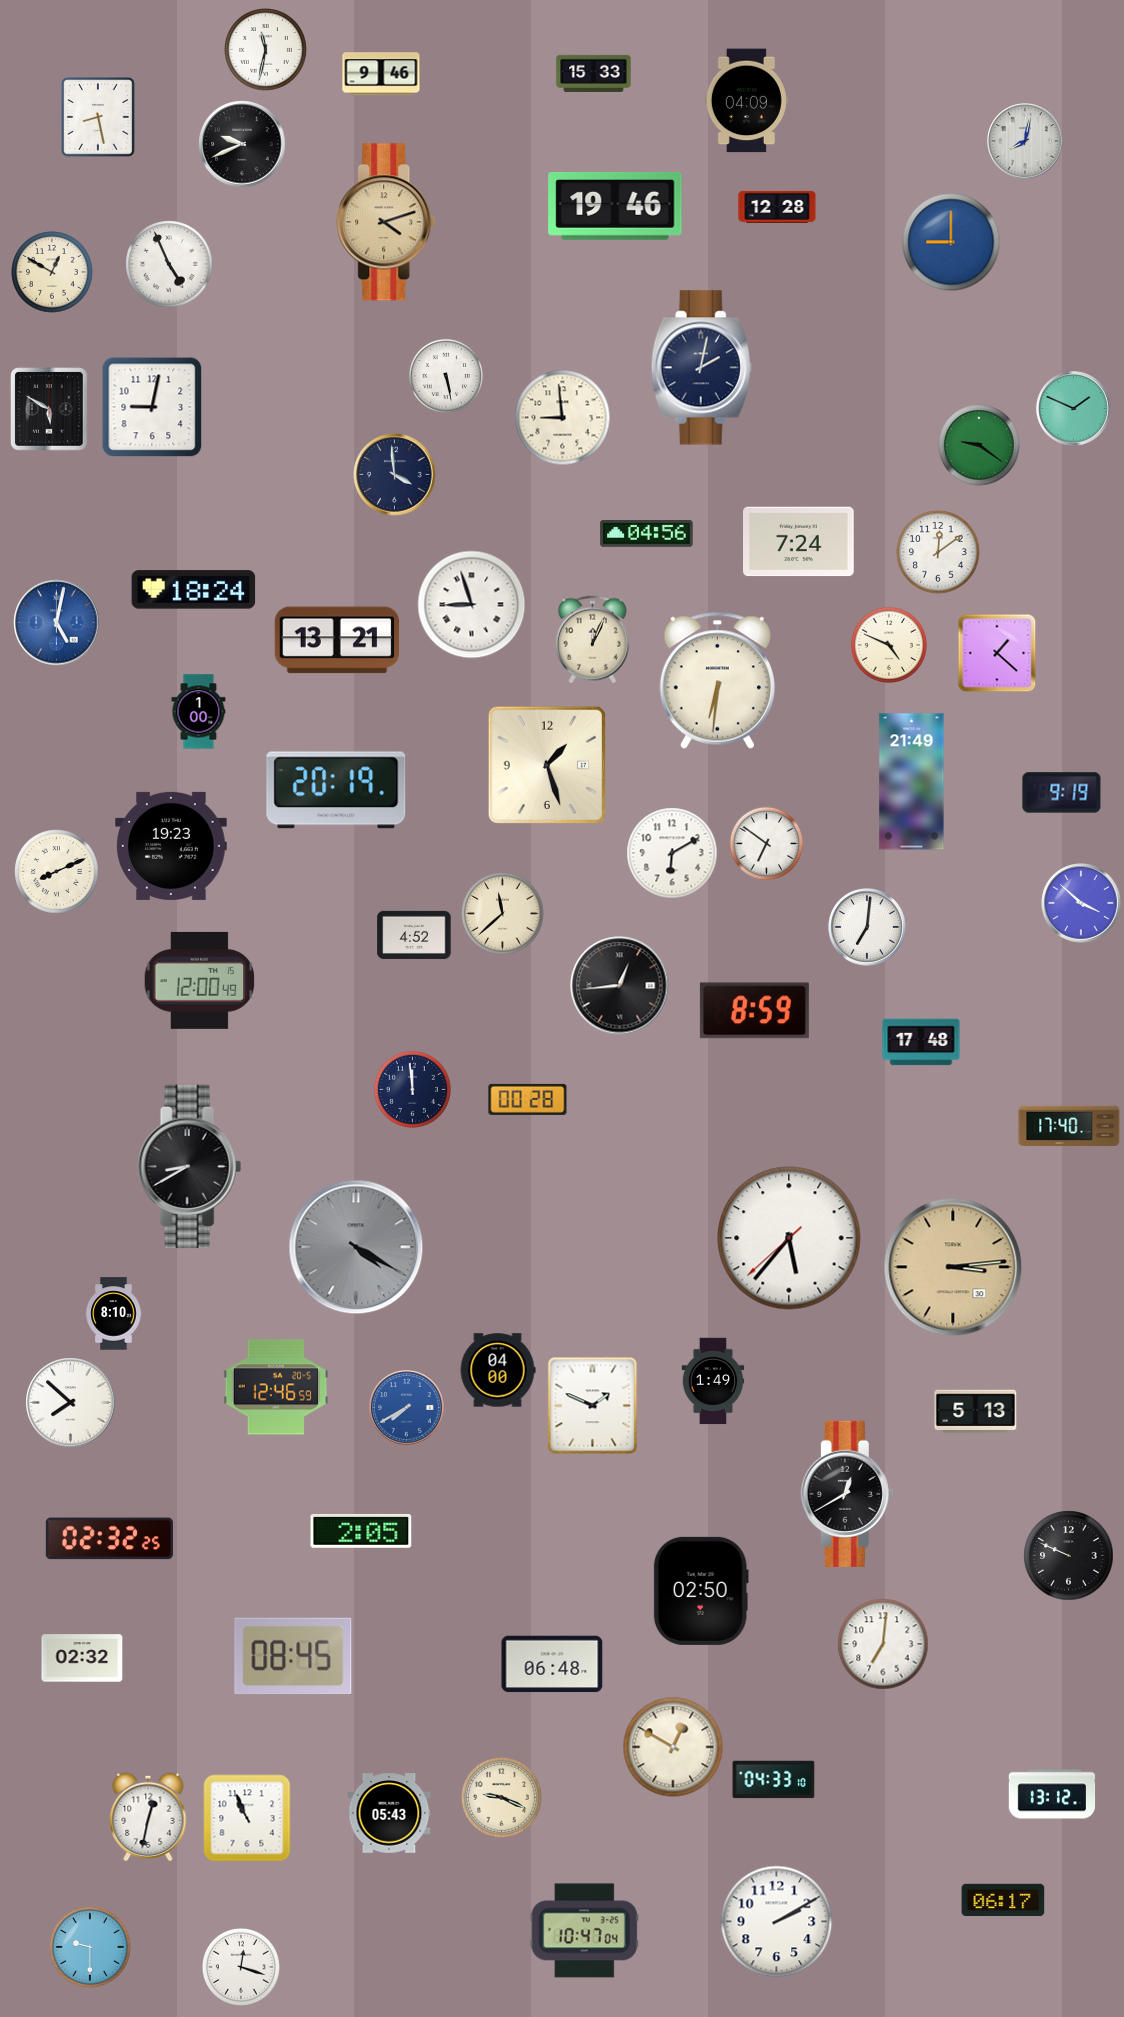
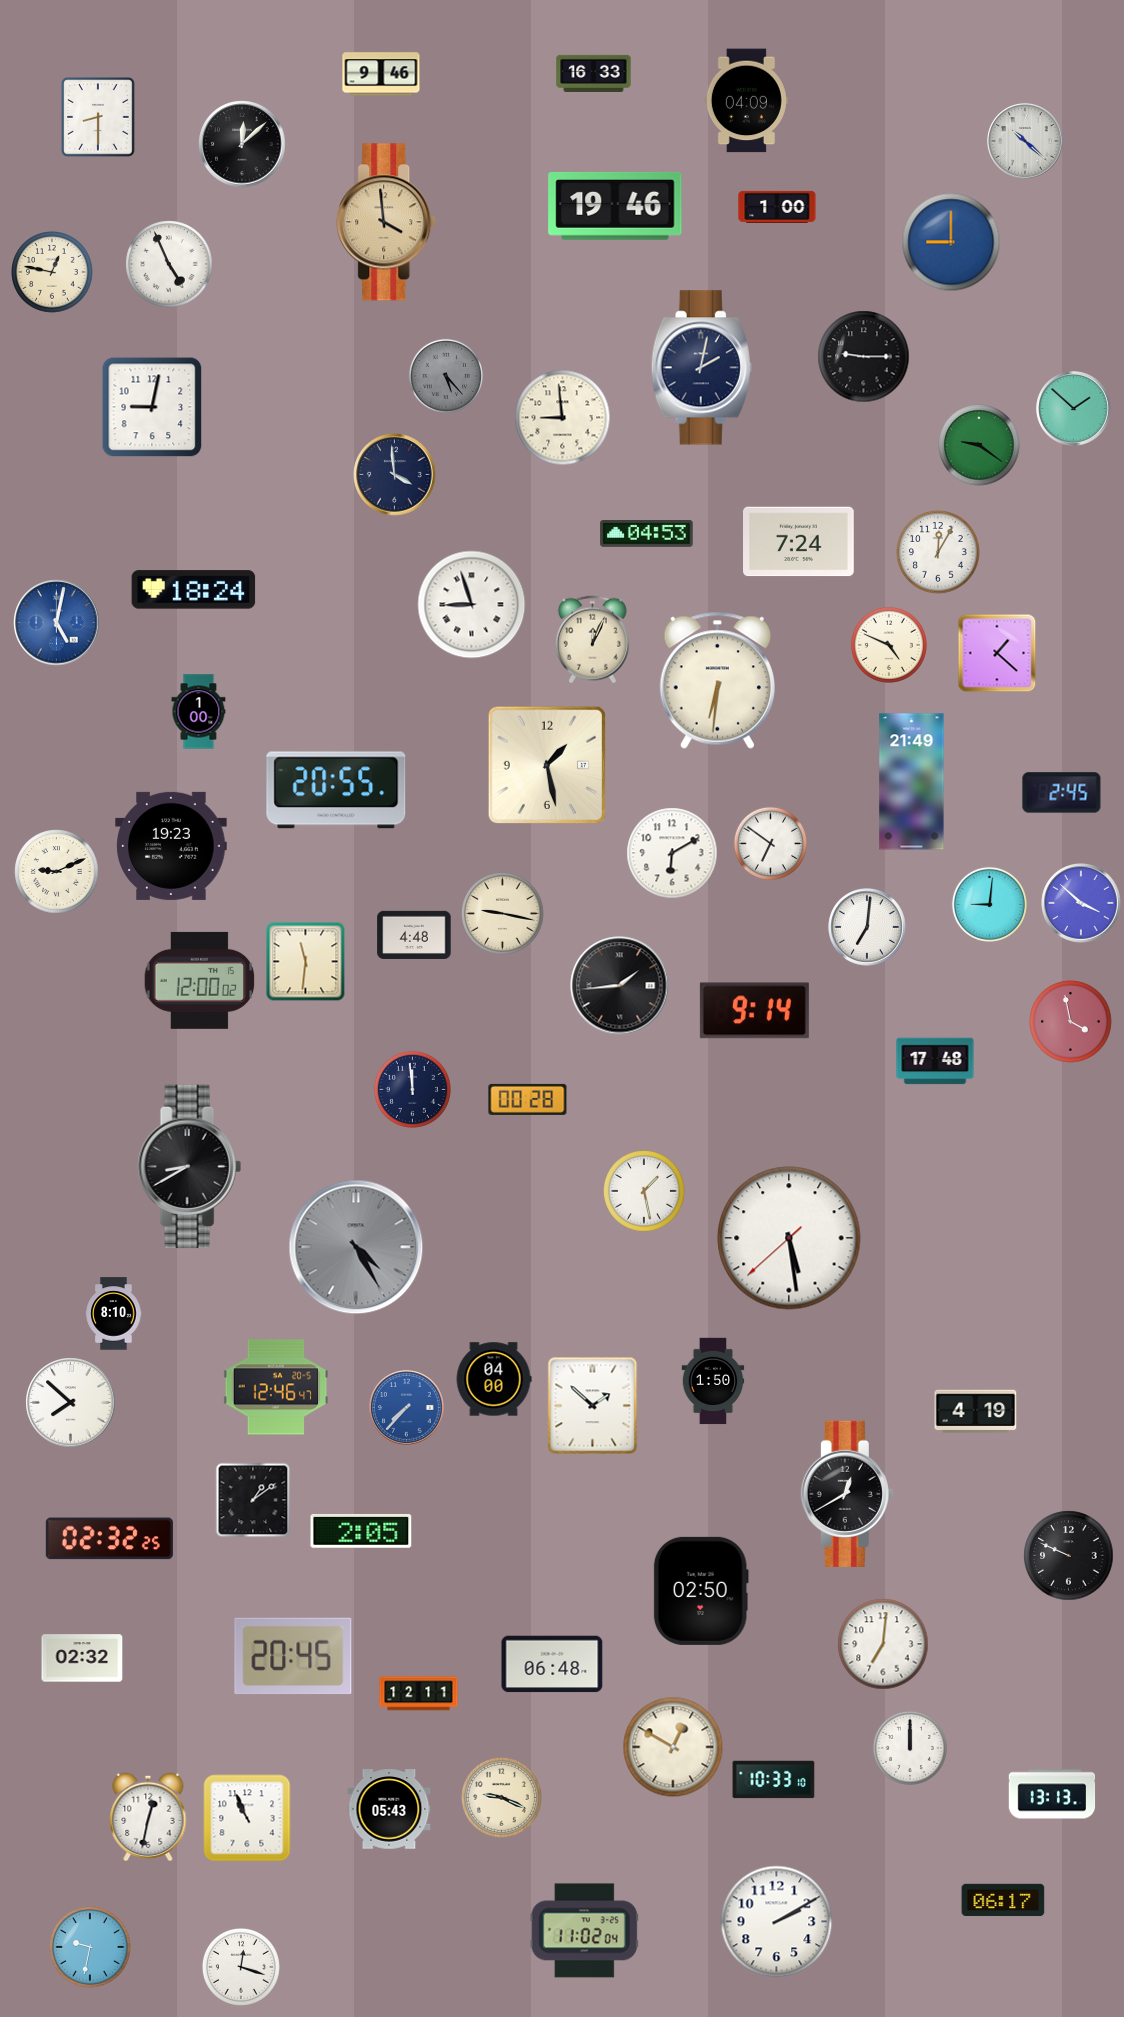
clock at (266, 50): 11:32 -> none
clock at (594, 73): 15:33 -> 16:33
clock at (98, 117): 8:28 -> 8:30
clock at (1025, 141): 8:02 -> 10:22
clock at (242, 144): 9:41 -> 12:08
clock at (777, 207): 12:28 -> 1:00
clock at (387, 222): 4:12 -> 3:59
clock at (53, 273): 12:50 -> 12:47
clock at (864, 357): none -> 9:15
clock at (446, 376): 5:28 -> 5:23
clock at (446, 376) dial: white -> grey
clock at (49, 409): 5:50 -> none
clock at (1074, 409): 1:49 -> 1:52
clock at (647, 534): 04:56 -> 04:53
clock at (938, 552): 12:09 -> 12:05
clock at (337, 640): 13:21 -> none
clock at (547, 765): 1:27 -> 1:28
clock at (336, 790): 20:19 -> 20:55
clock at (1062, 793): 9:19 -> 2:45
clock at (766, 843) position: (766, 843) -> (770, 843)
clock at (57, 872): 8:11 -> 9:11
clock at (989, 904): none -> 9:01
clock at (503, 914): 11:38 -> 9:17
clock at (414, 934): 4:52 -> 4:48
clock at (306, 962): none -> 11:31
clock at (200, 980): 12:00:49 -> 12:00:02
clock at (620, 986): 12:44 -> 1:44
clock at (754, 1011): 8:59 -> 9:14
clock at (1071, 1022): none -> 3:58
clock at (921, 1042) position: (921, 1042) -> (935, 1061)
clock at (1069, 1126): 17:40 -> none
clock at (645, 1192): none -> 1:28
clock at (789, 1238): 5:36 -> 5:28
clock at (356, 1247): 4:20 -> 4:25
clock at (953, 1267): 3:14 -> none
clock at (498, 1370) position: (498, 1370) -> (494, 1379)
clock at (713, 1381): 1:49 -> 1:50
clock at (276, 1387): 12:46:59 -> 12:46:47
clock at (593, 1406): 1:49 -> 1:52
clock at (407, 1408): 7:40 -> 7:37
clock at (976, 1412): 5:13 -> 4:19
clock at (253, 1500): none -> 1:09
clock at (293, 1656): 08:45 -> 20:45
clock at (419, 1694): none -> 12:11
clock at (910, 1748): none -> 12:00
clock at (774, 1780): 04:33 -> 10:33
clock at (1052, 1794): 13:12 -> 13:13
clock at (389, 1813) position: (389, 1813) -> (389, 1809)
clock at (584, 1931): 10:47 -> 11:02
clock at (91, 1948): 9:30 -> 9:32
